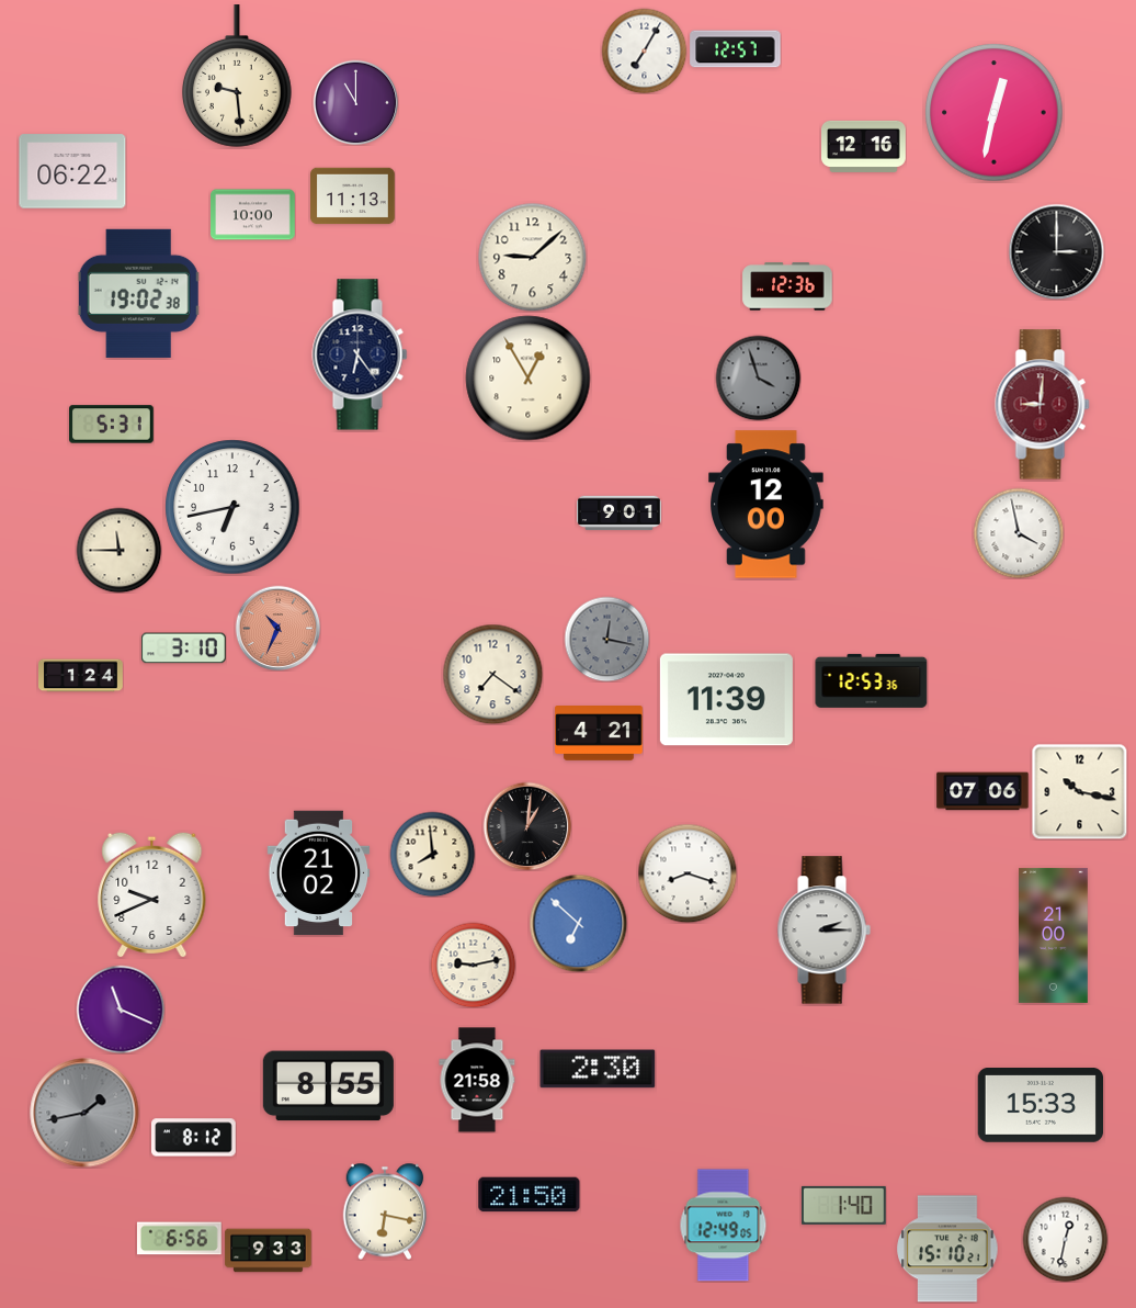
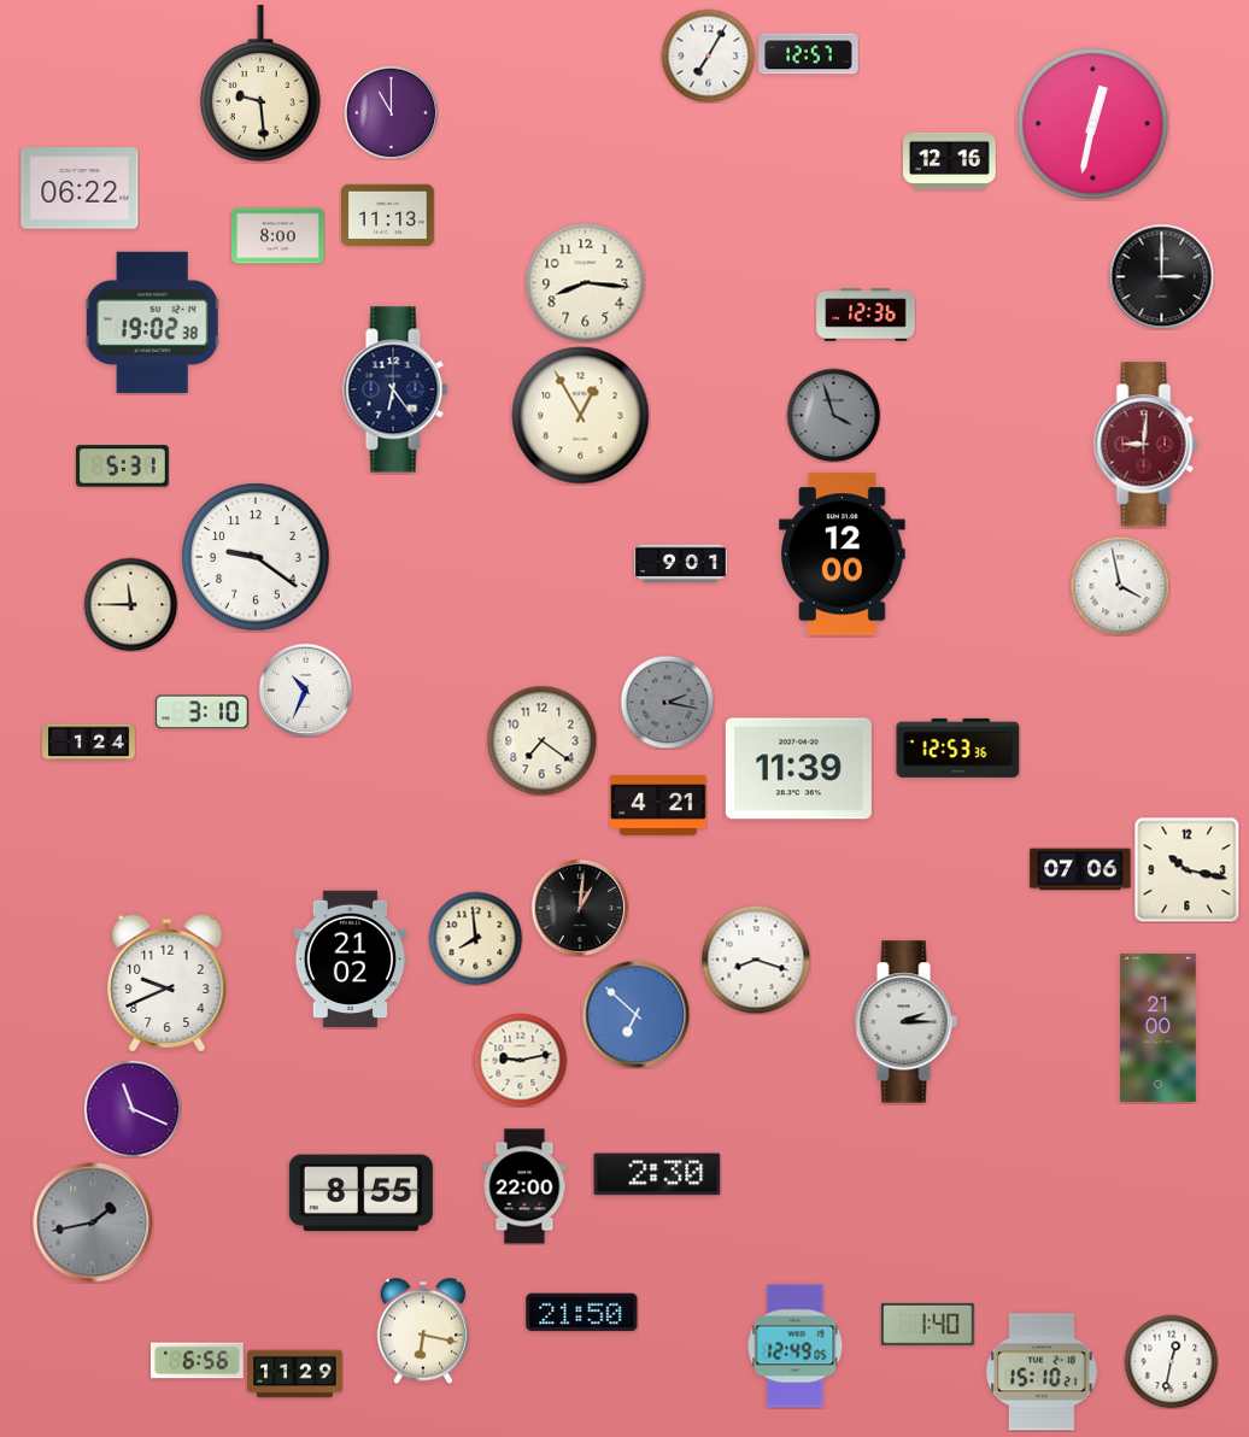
clock at (253, 215): 10:00 -> 8:00
clock at (533, 258): 9:08 -> 8:16
clock at (232, 507): 6:43 -> 9:21
clock at (277, 628) dial: salmon -> white
clock at (606, 639): 12:17 -> 2:17
clock at (477, 1080): 21:58 -> 22:00
clock at (1040, 1106): 15:33 -> none
clock at (194, 1138): 8:12 -> none
clock at (269, 1251): 9:33 -> 11:29
